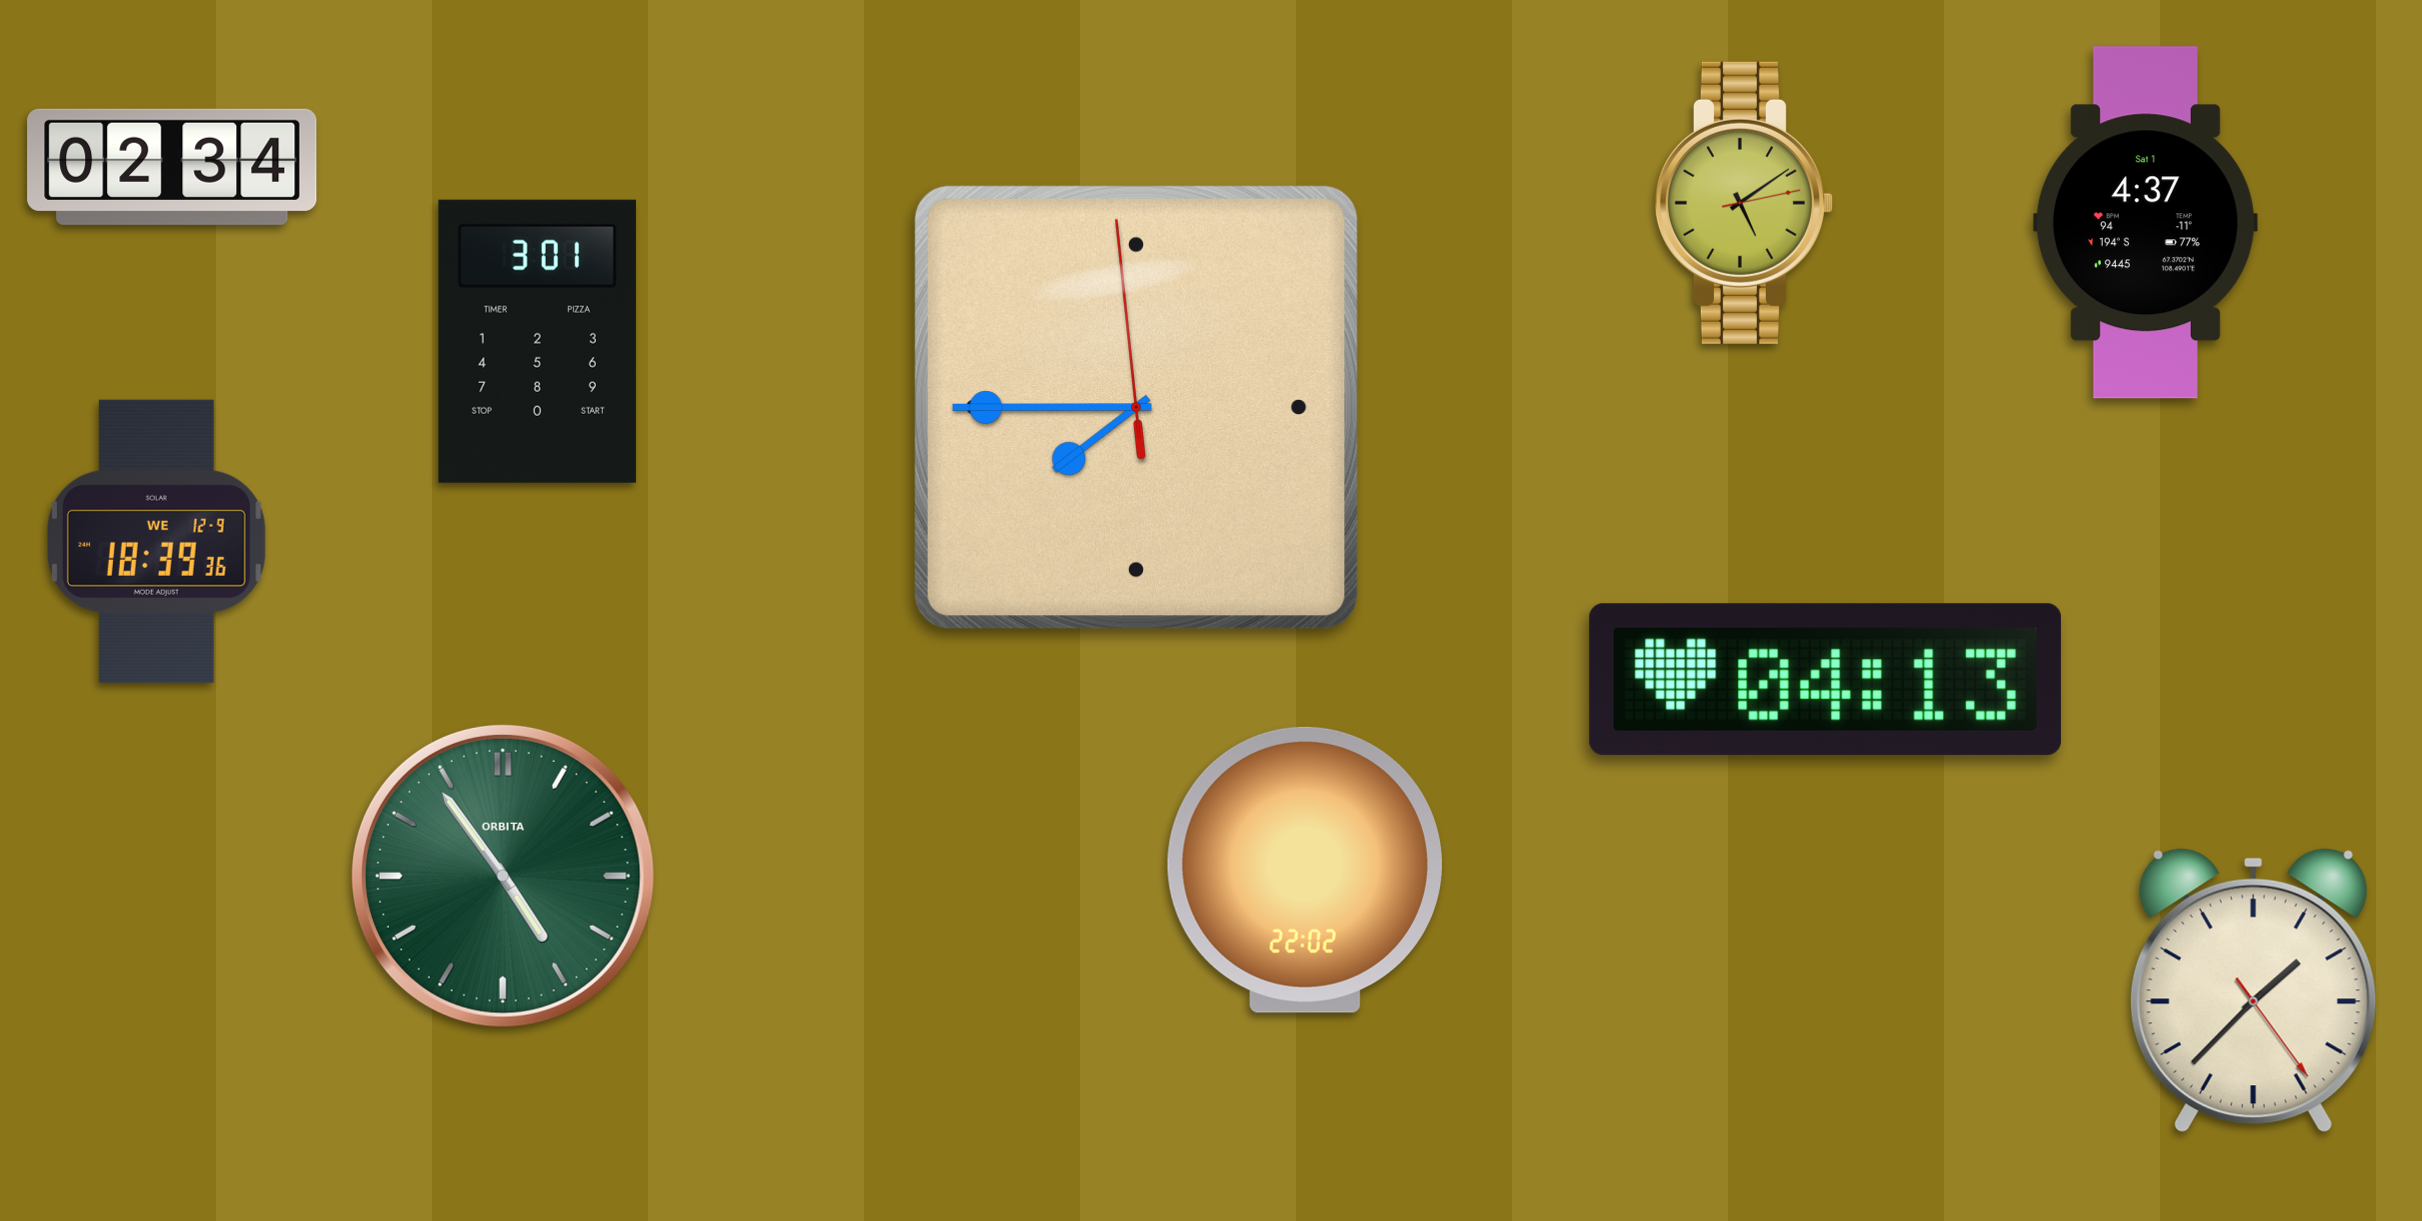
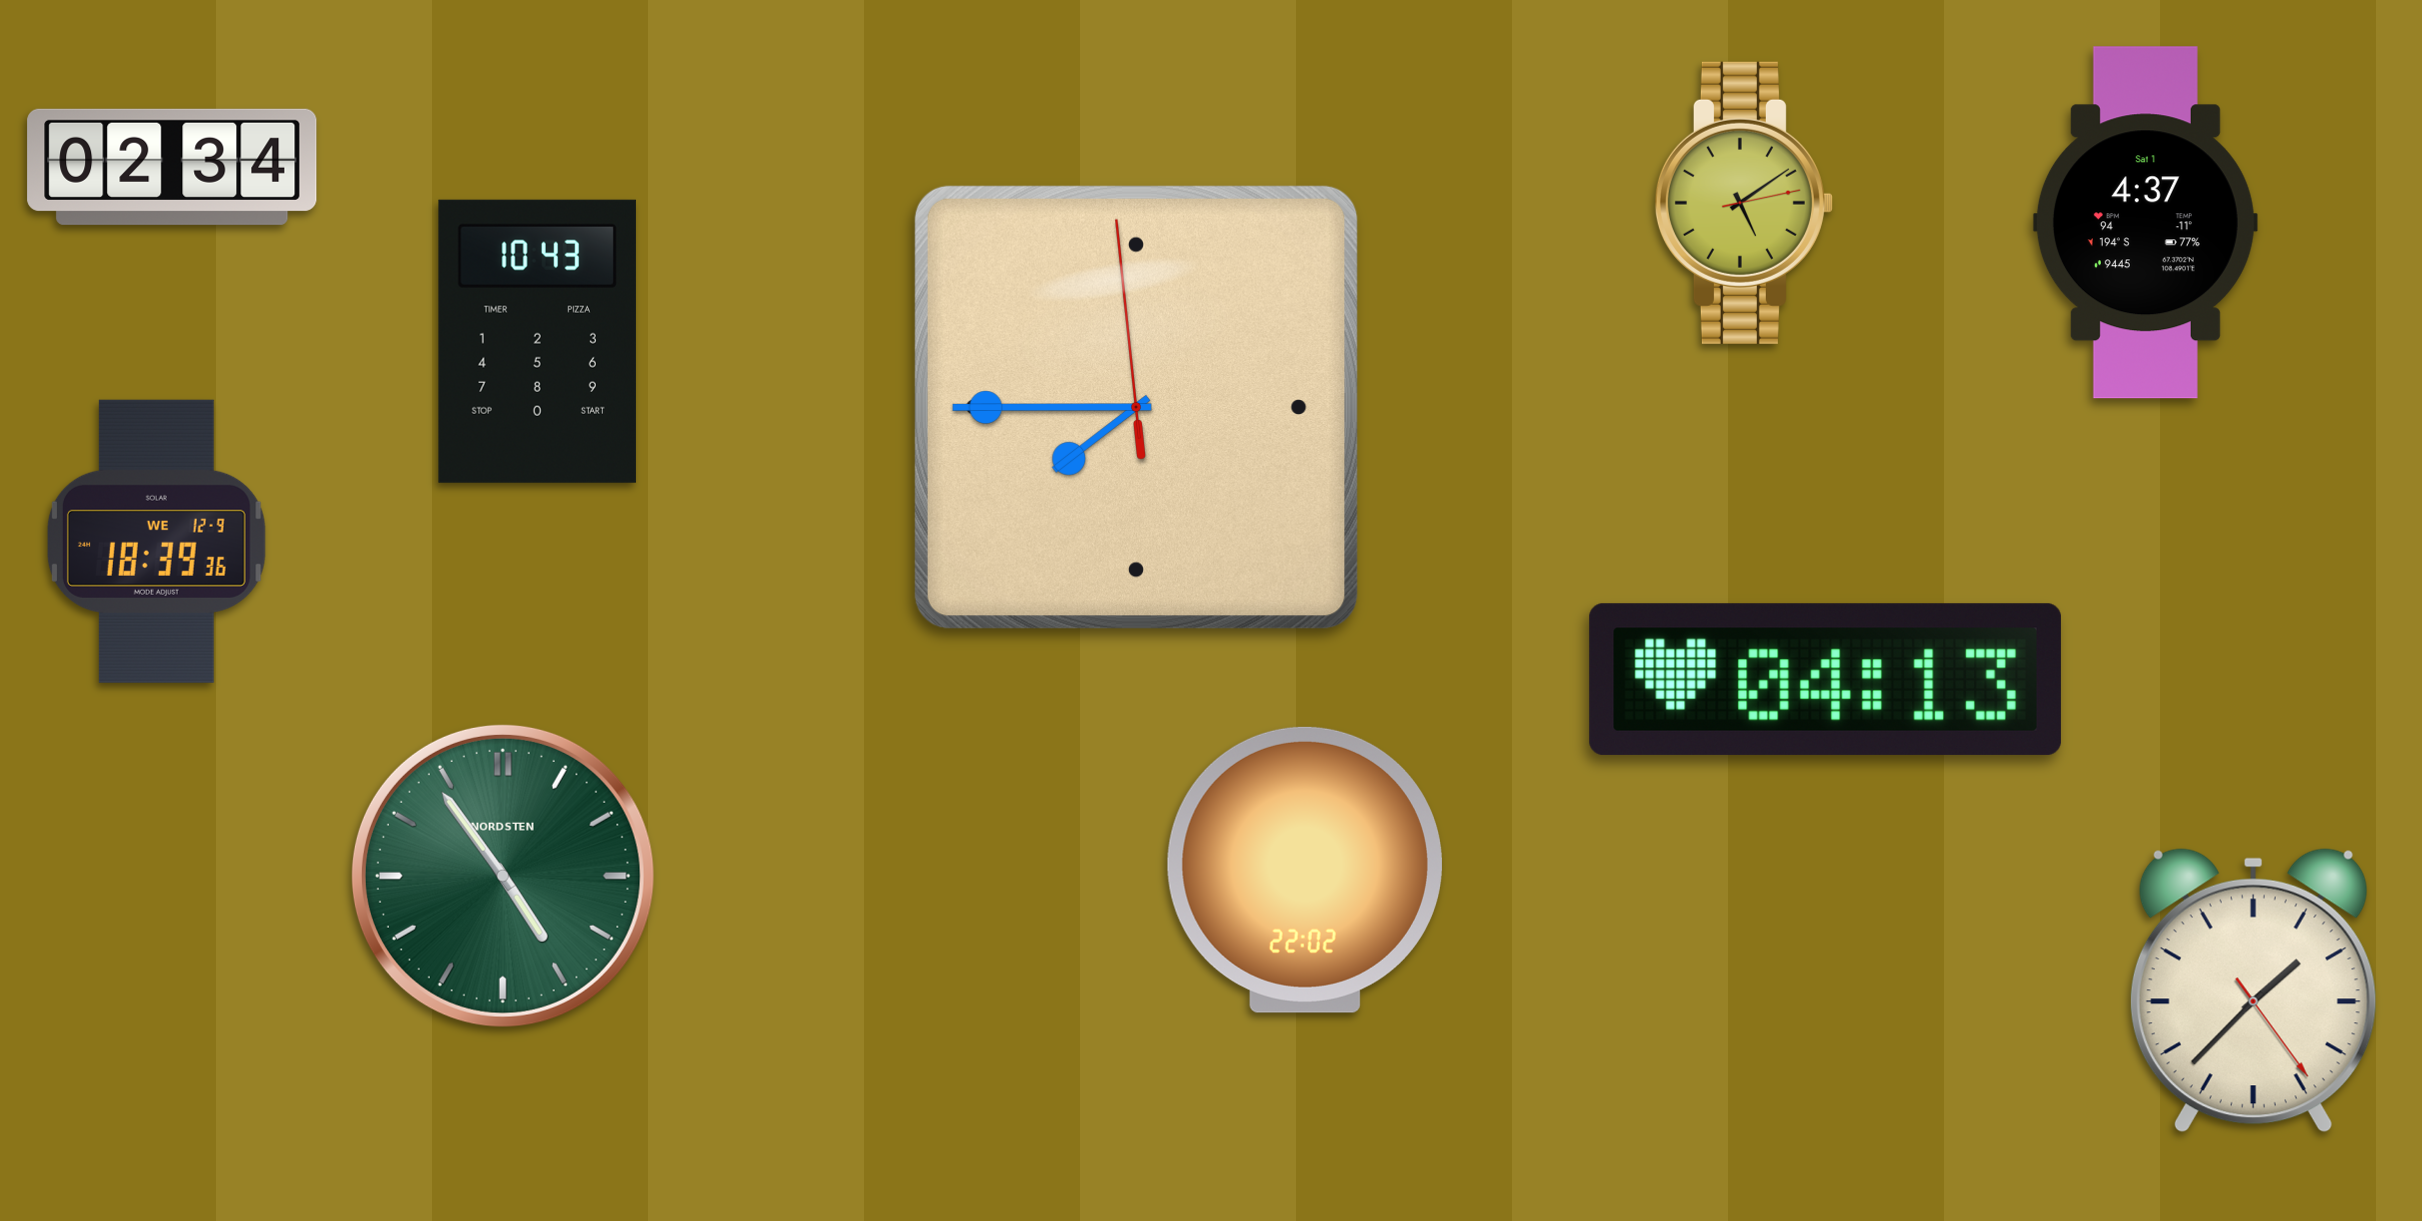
clock at (537, 341): 3:01 -> 10:43
clock at (503, 876) brand: ORBITA -> NORDSTEN
